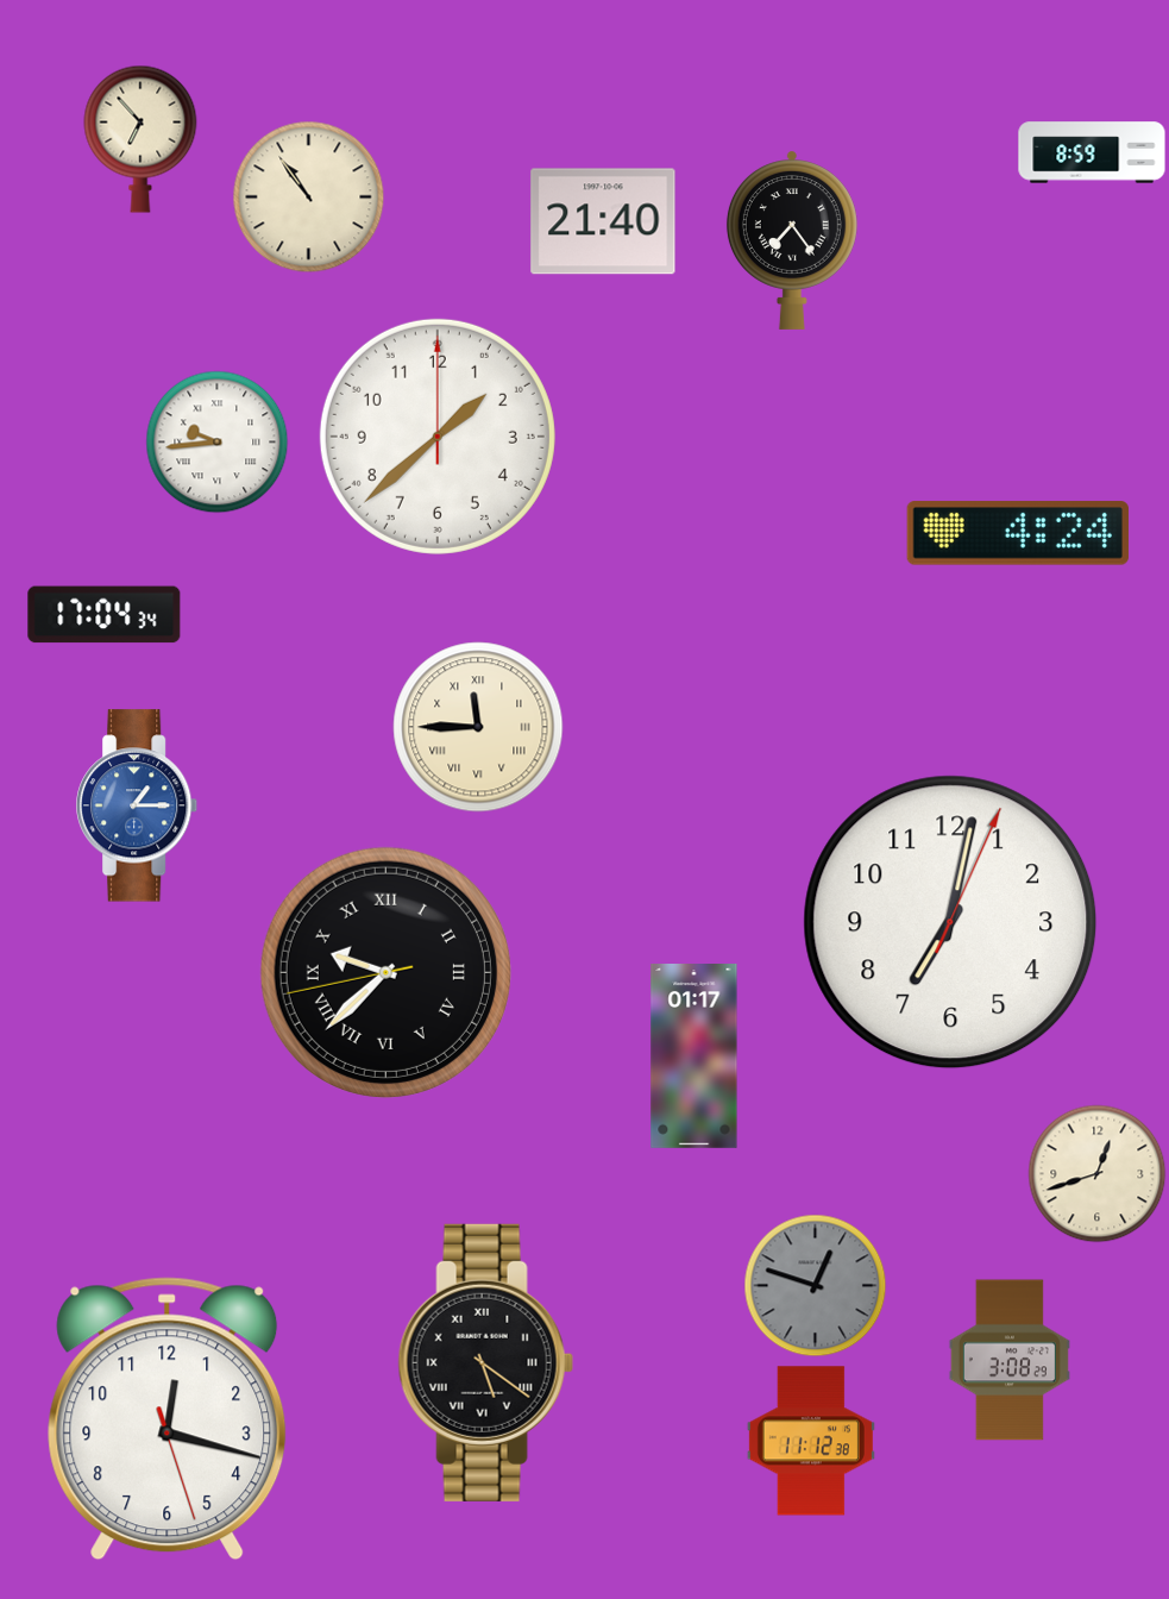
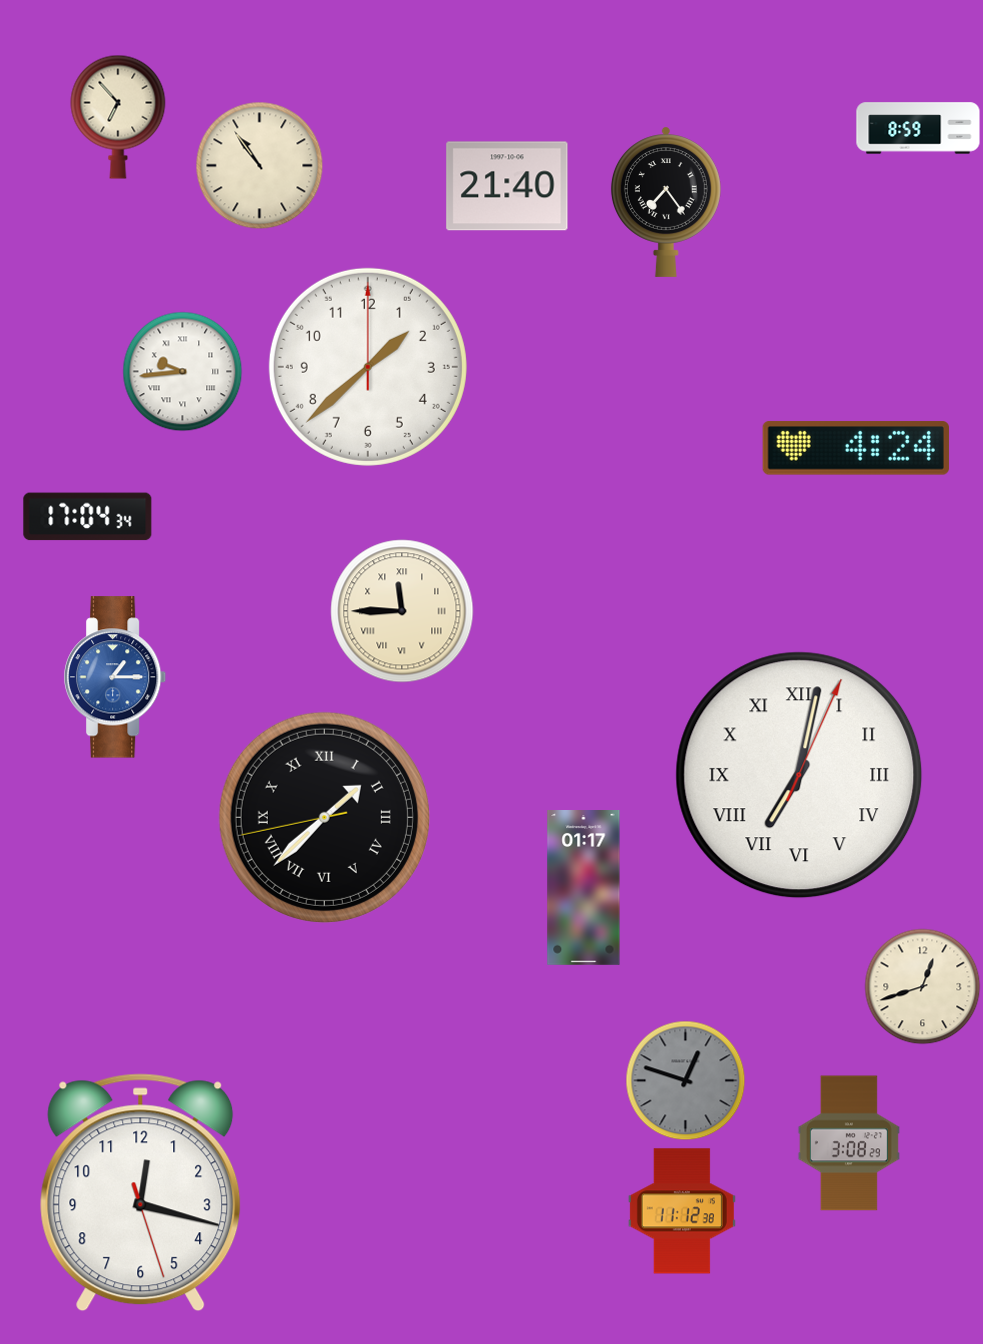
clock at (950, 922) numerals: Arabic -> Roman
clock at (385, 972): 9:37 -> 1:37
clock at (485, 1362): 5:21 -> none
